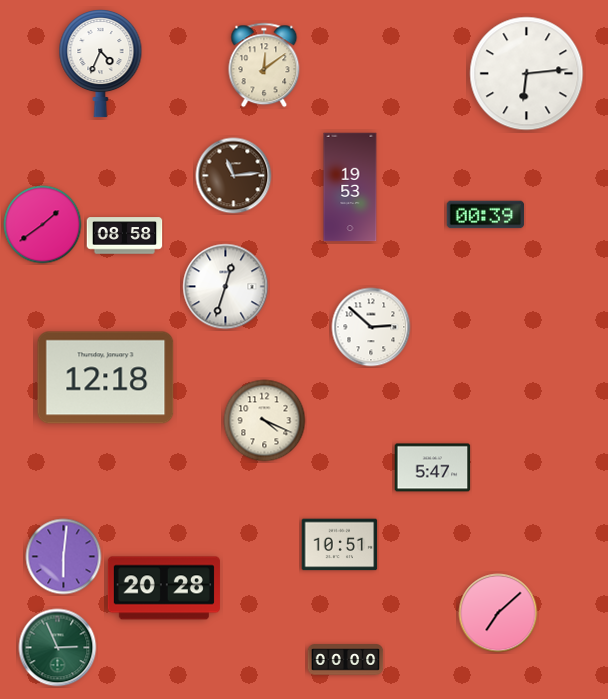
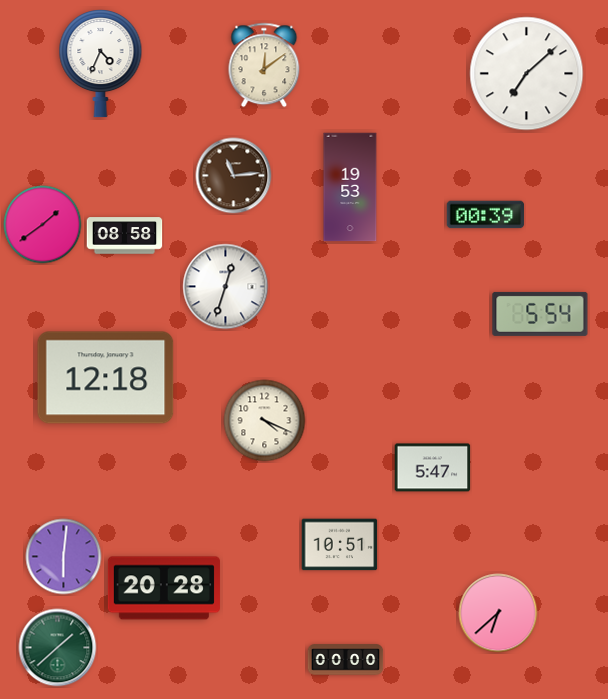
clock at (527, 74): 6:14 -> 7:08
clock at (540, 314): none -> 5:54
clock at (371, 327): 2:52 -> none
clock at (498, 613): 7:08 -> 6:38
clock at (58, 648): 2:56 -> 1:38
